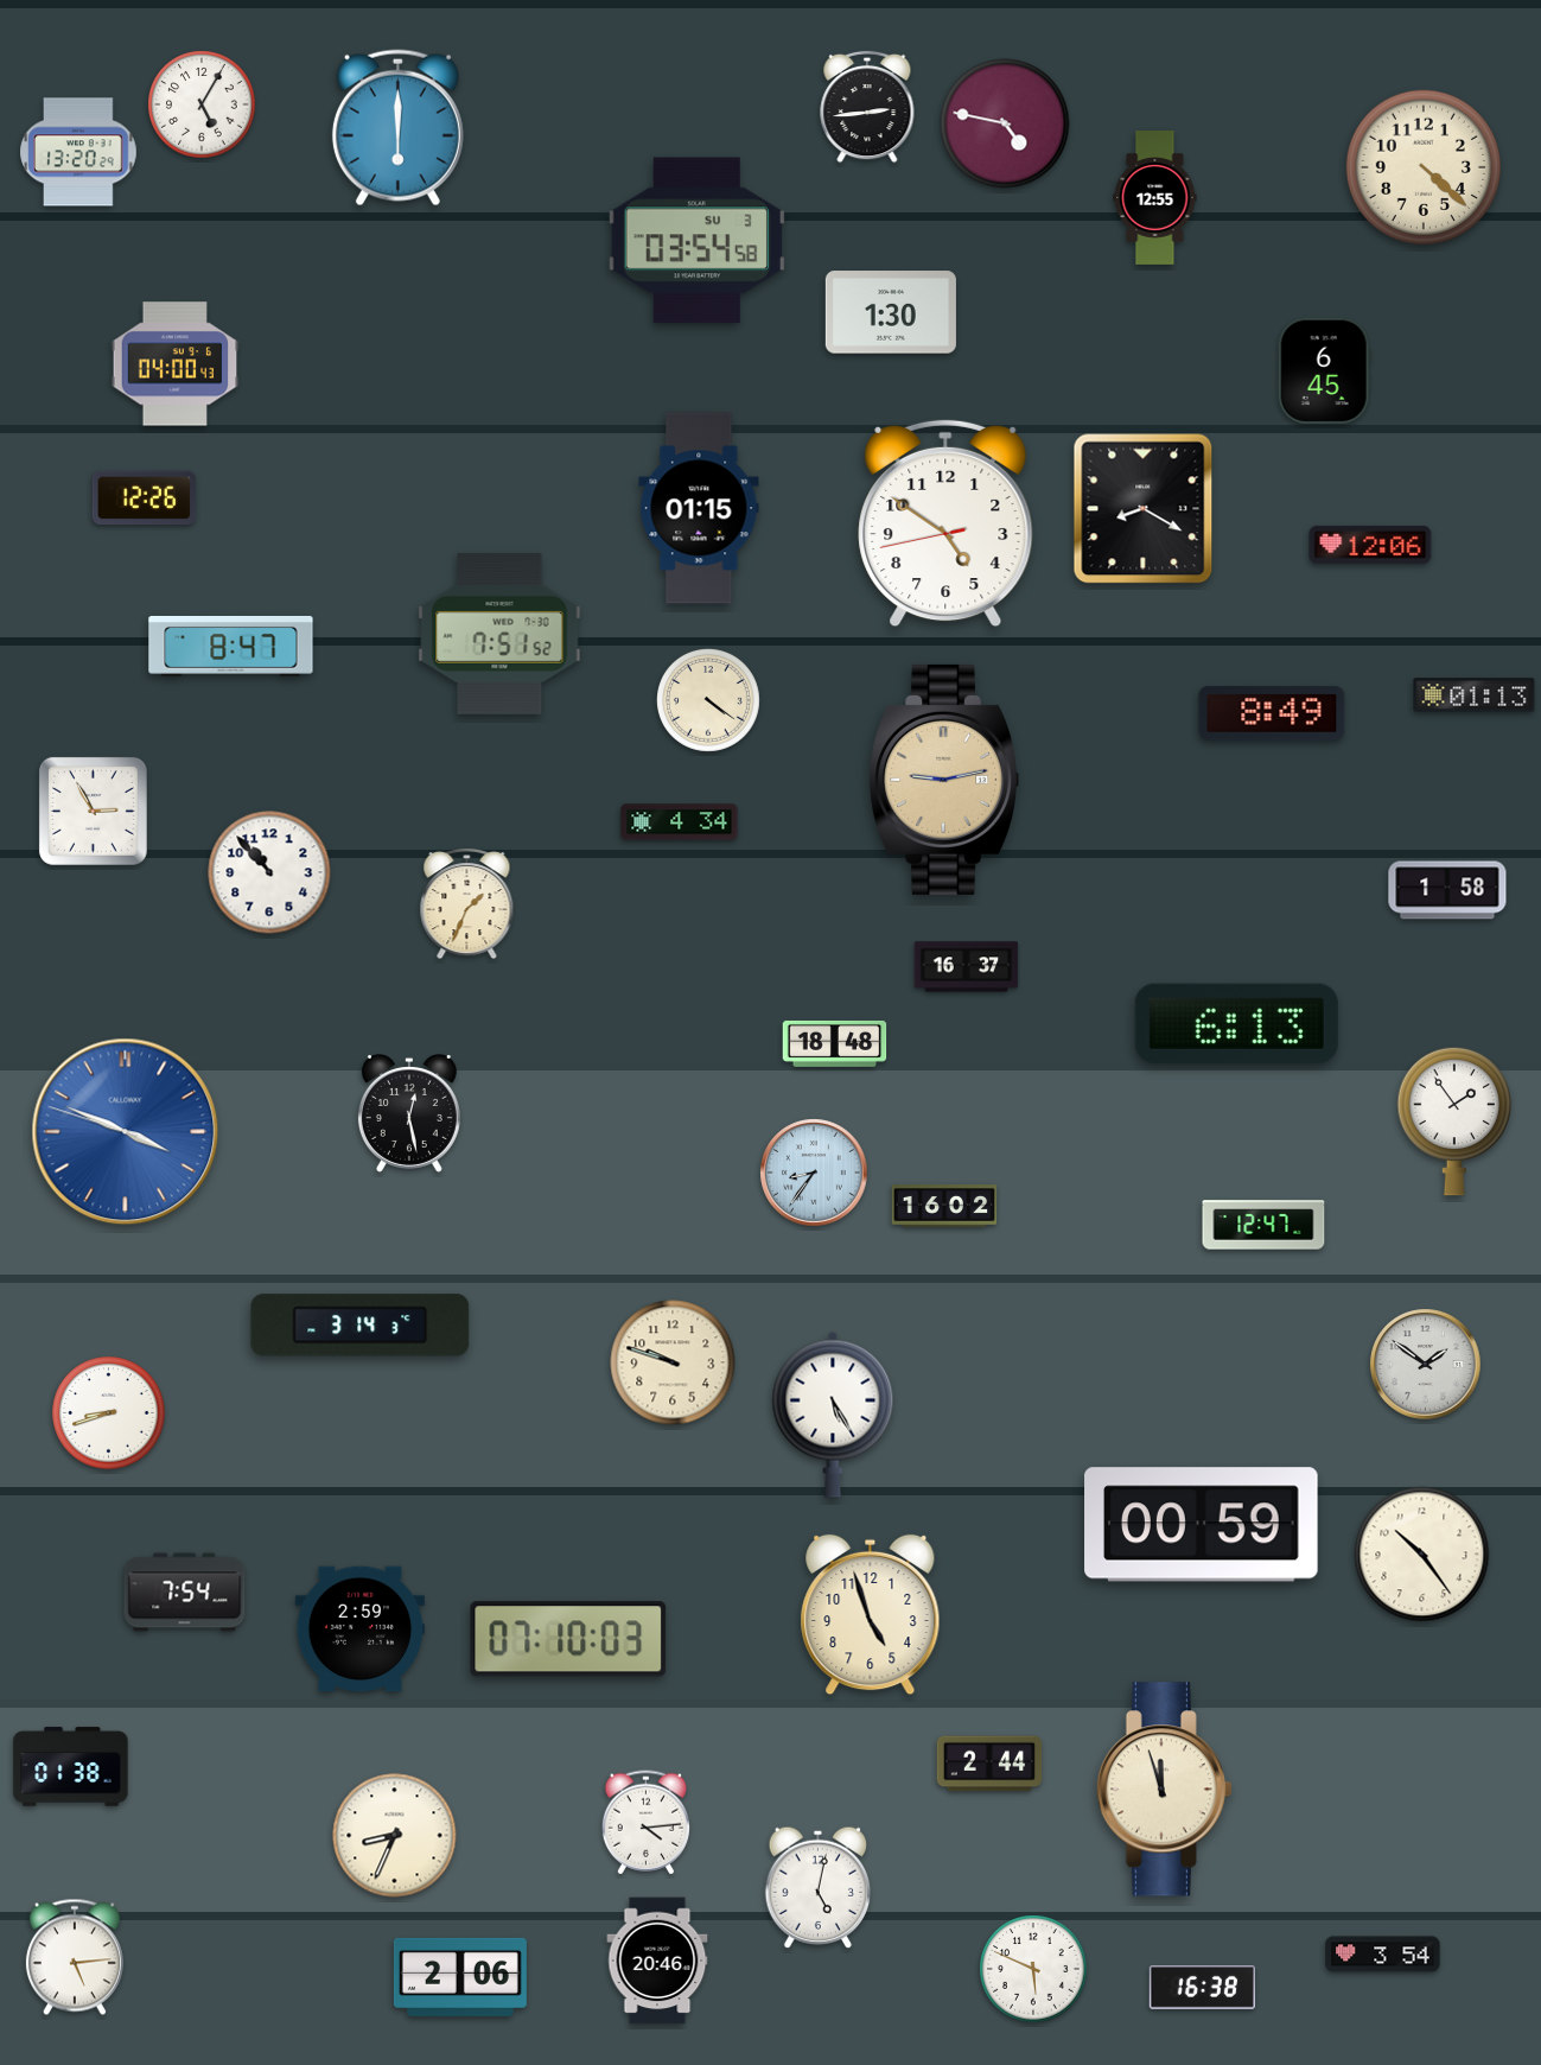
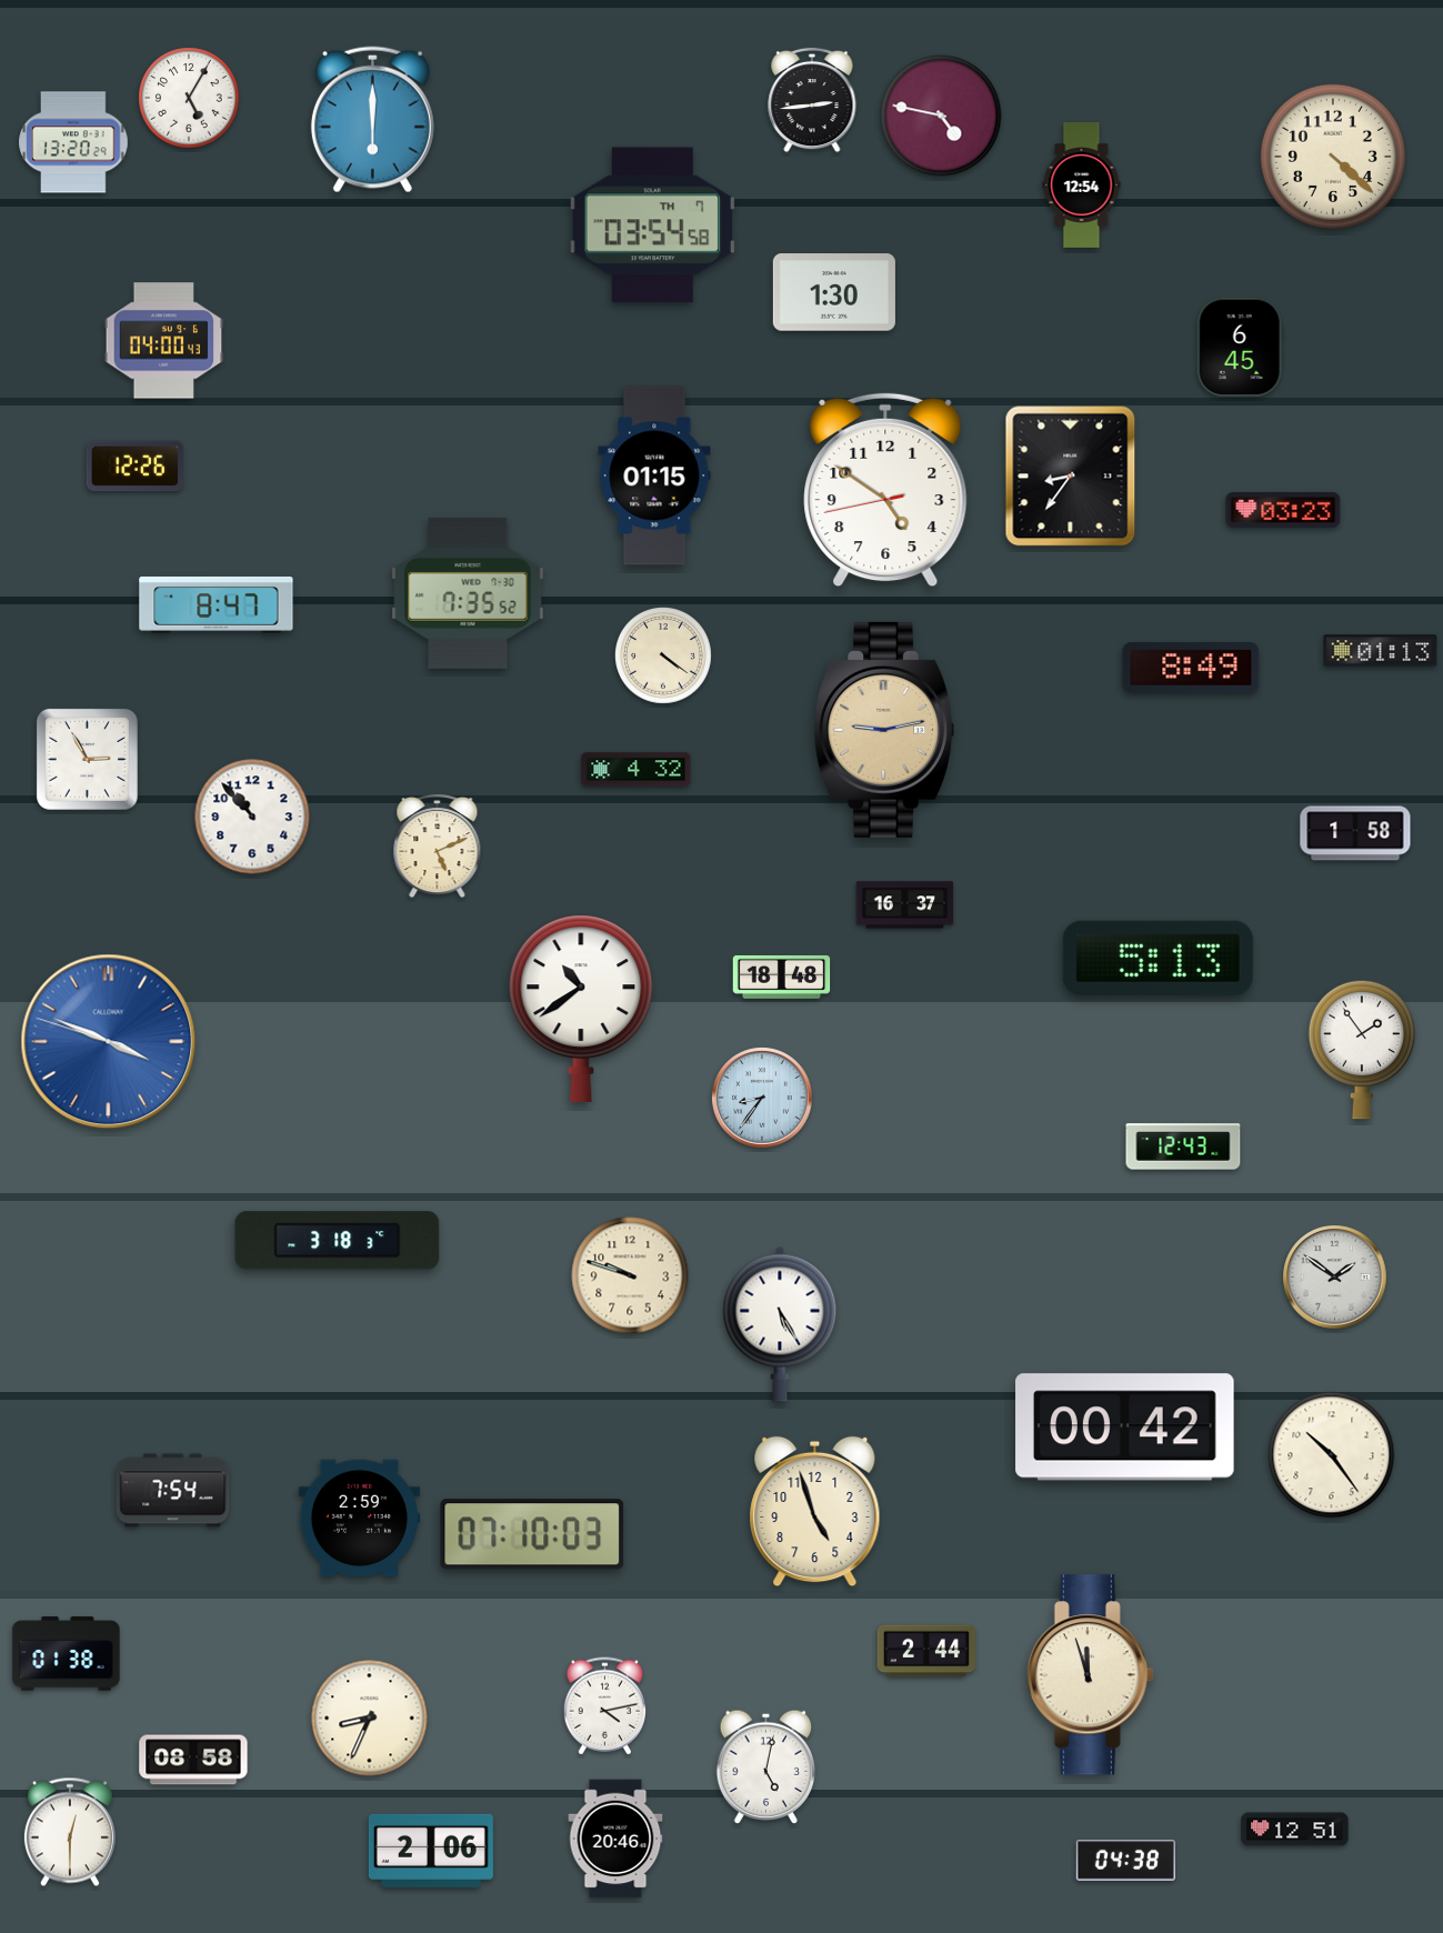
clock at (1155, 198): 12:55 -> 12:54
clock at (696, 241) date: SU 3 -> TH 7
clock at (1144, 509): 8:20 -> 8:36
clock at (1370, 545): 12:06 -> 03:23
clock at (499, 634): 7:51 -> 7:35
clock at (680, 822): 4:34 -> 4:32
clock at (467, 904): 1:34 -> 5:11
clock at (1236, 1023): 6:13 -> 5:13
clock at (581, 1008): none -> 10:39
clock at (409, 1114): 12:28 -> none
clock at (126, 1132) position: (126, 1132) -> (109, 1042)
clock at (944, 1206): 16:02 -> none
clock at (1263, 1225): 12:47 -> 12:43
clock at (361, 1326): 3:14 -> 3:18
clock at (109, 1413): 8:42 -> none
clock at (1202, 1525): 00:59 -> 00:42
clock at (359, 1629) position: (359, 1629) -> (359, 1519)
clock at (645, 1823): 4:14 -> 4:13
clock at (193, 1760): none -> 08:58
clock at (1383, 1955): 3:54 -> 12:51
clock at (75, 1957): 5:14 -> 12:30
clock at (657, 1961) position: (657, 1961) -> (615, 1839)
clock at (1033, 1969): 5:49 -> none
clock at (1202, 1988): 16:38 -> 04:38
